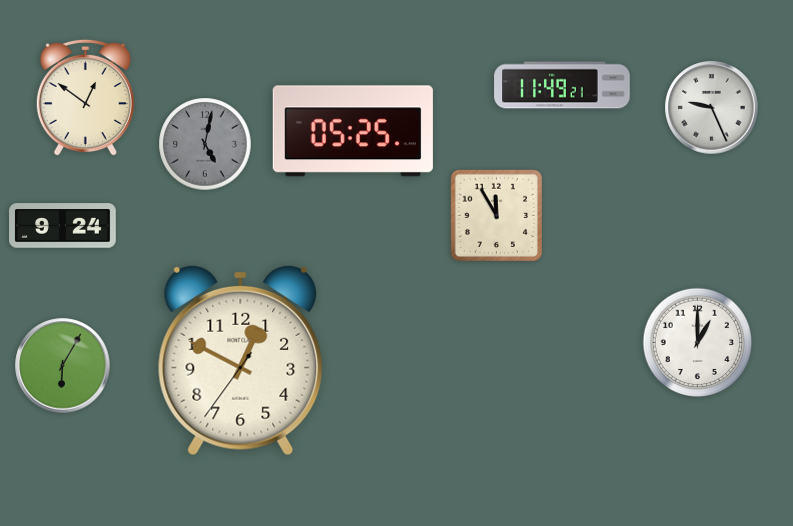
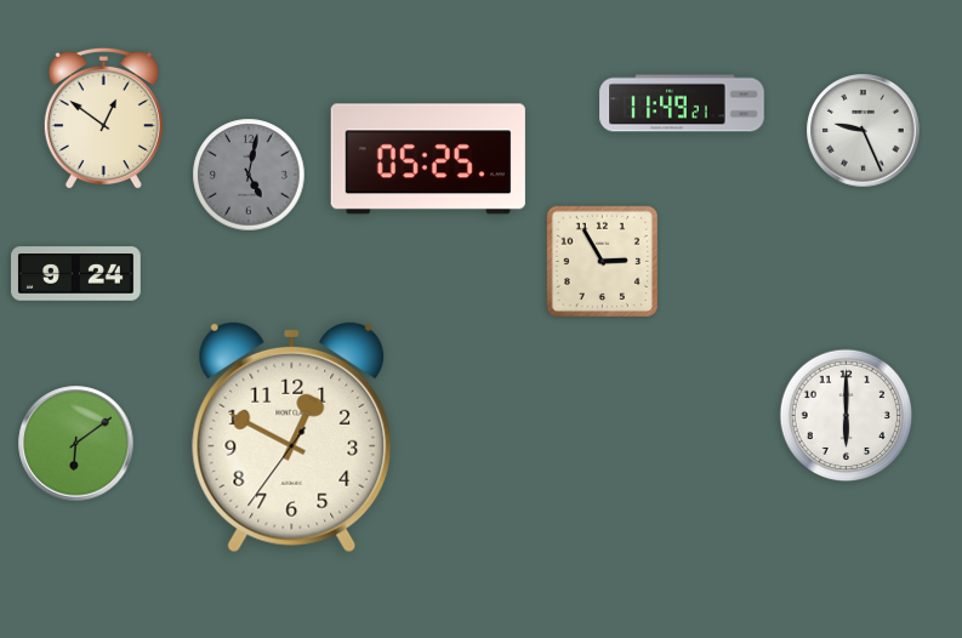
clock at (497, 216): 11:55 -> 2:55
clock at (698, 343): 1:00 -> 6:00
clock at (63, 366): 6:05 -> 6:09
